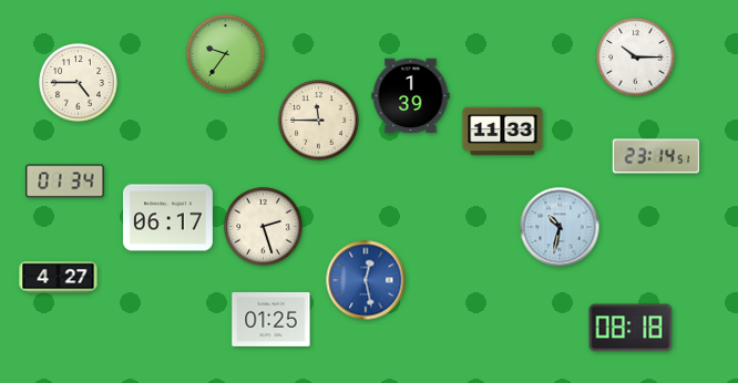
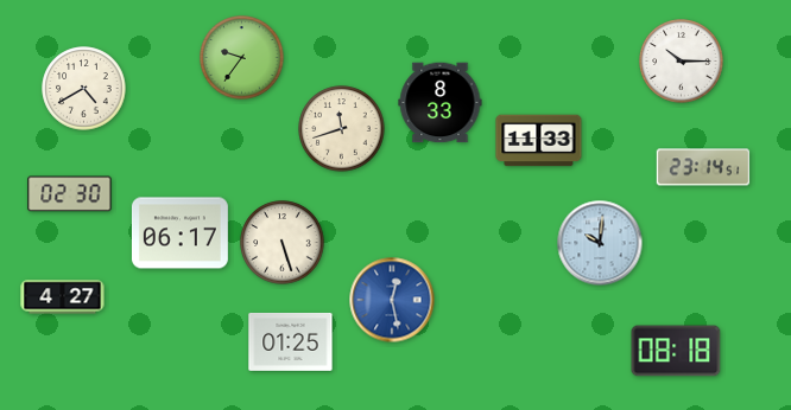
clock at (79, 83): 4:45 -> 4:40
clock at (411, 96): 1:39 -> 8:33
clock at (319, 121): 11:45 -> 11:42
clock at (65, 182): 01:34 -> 02:30
clock at (264, 227): 2:27 -> 5:27
clock at (560, 227): 10:32 -> 10:01
